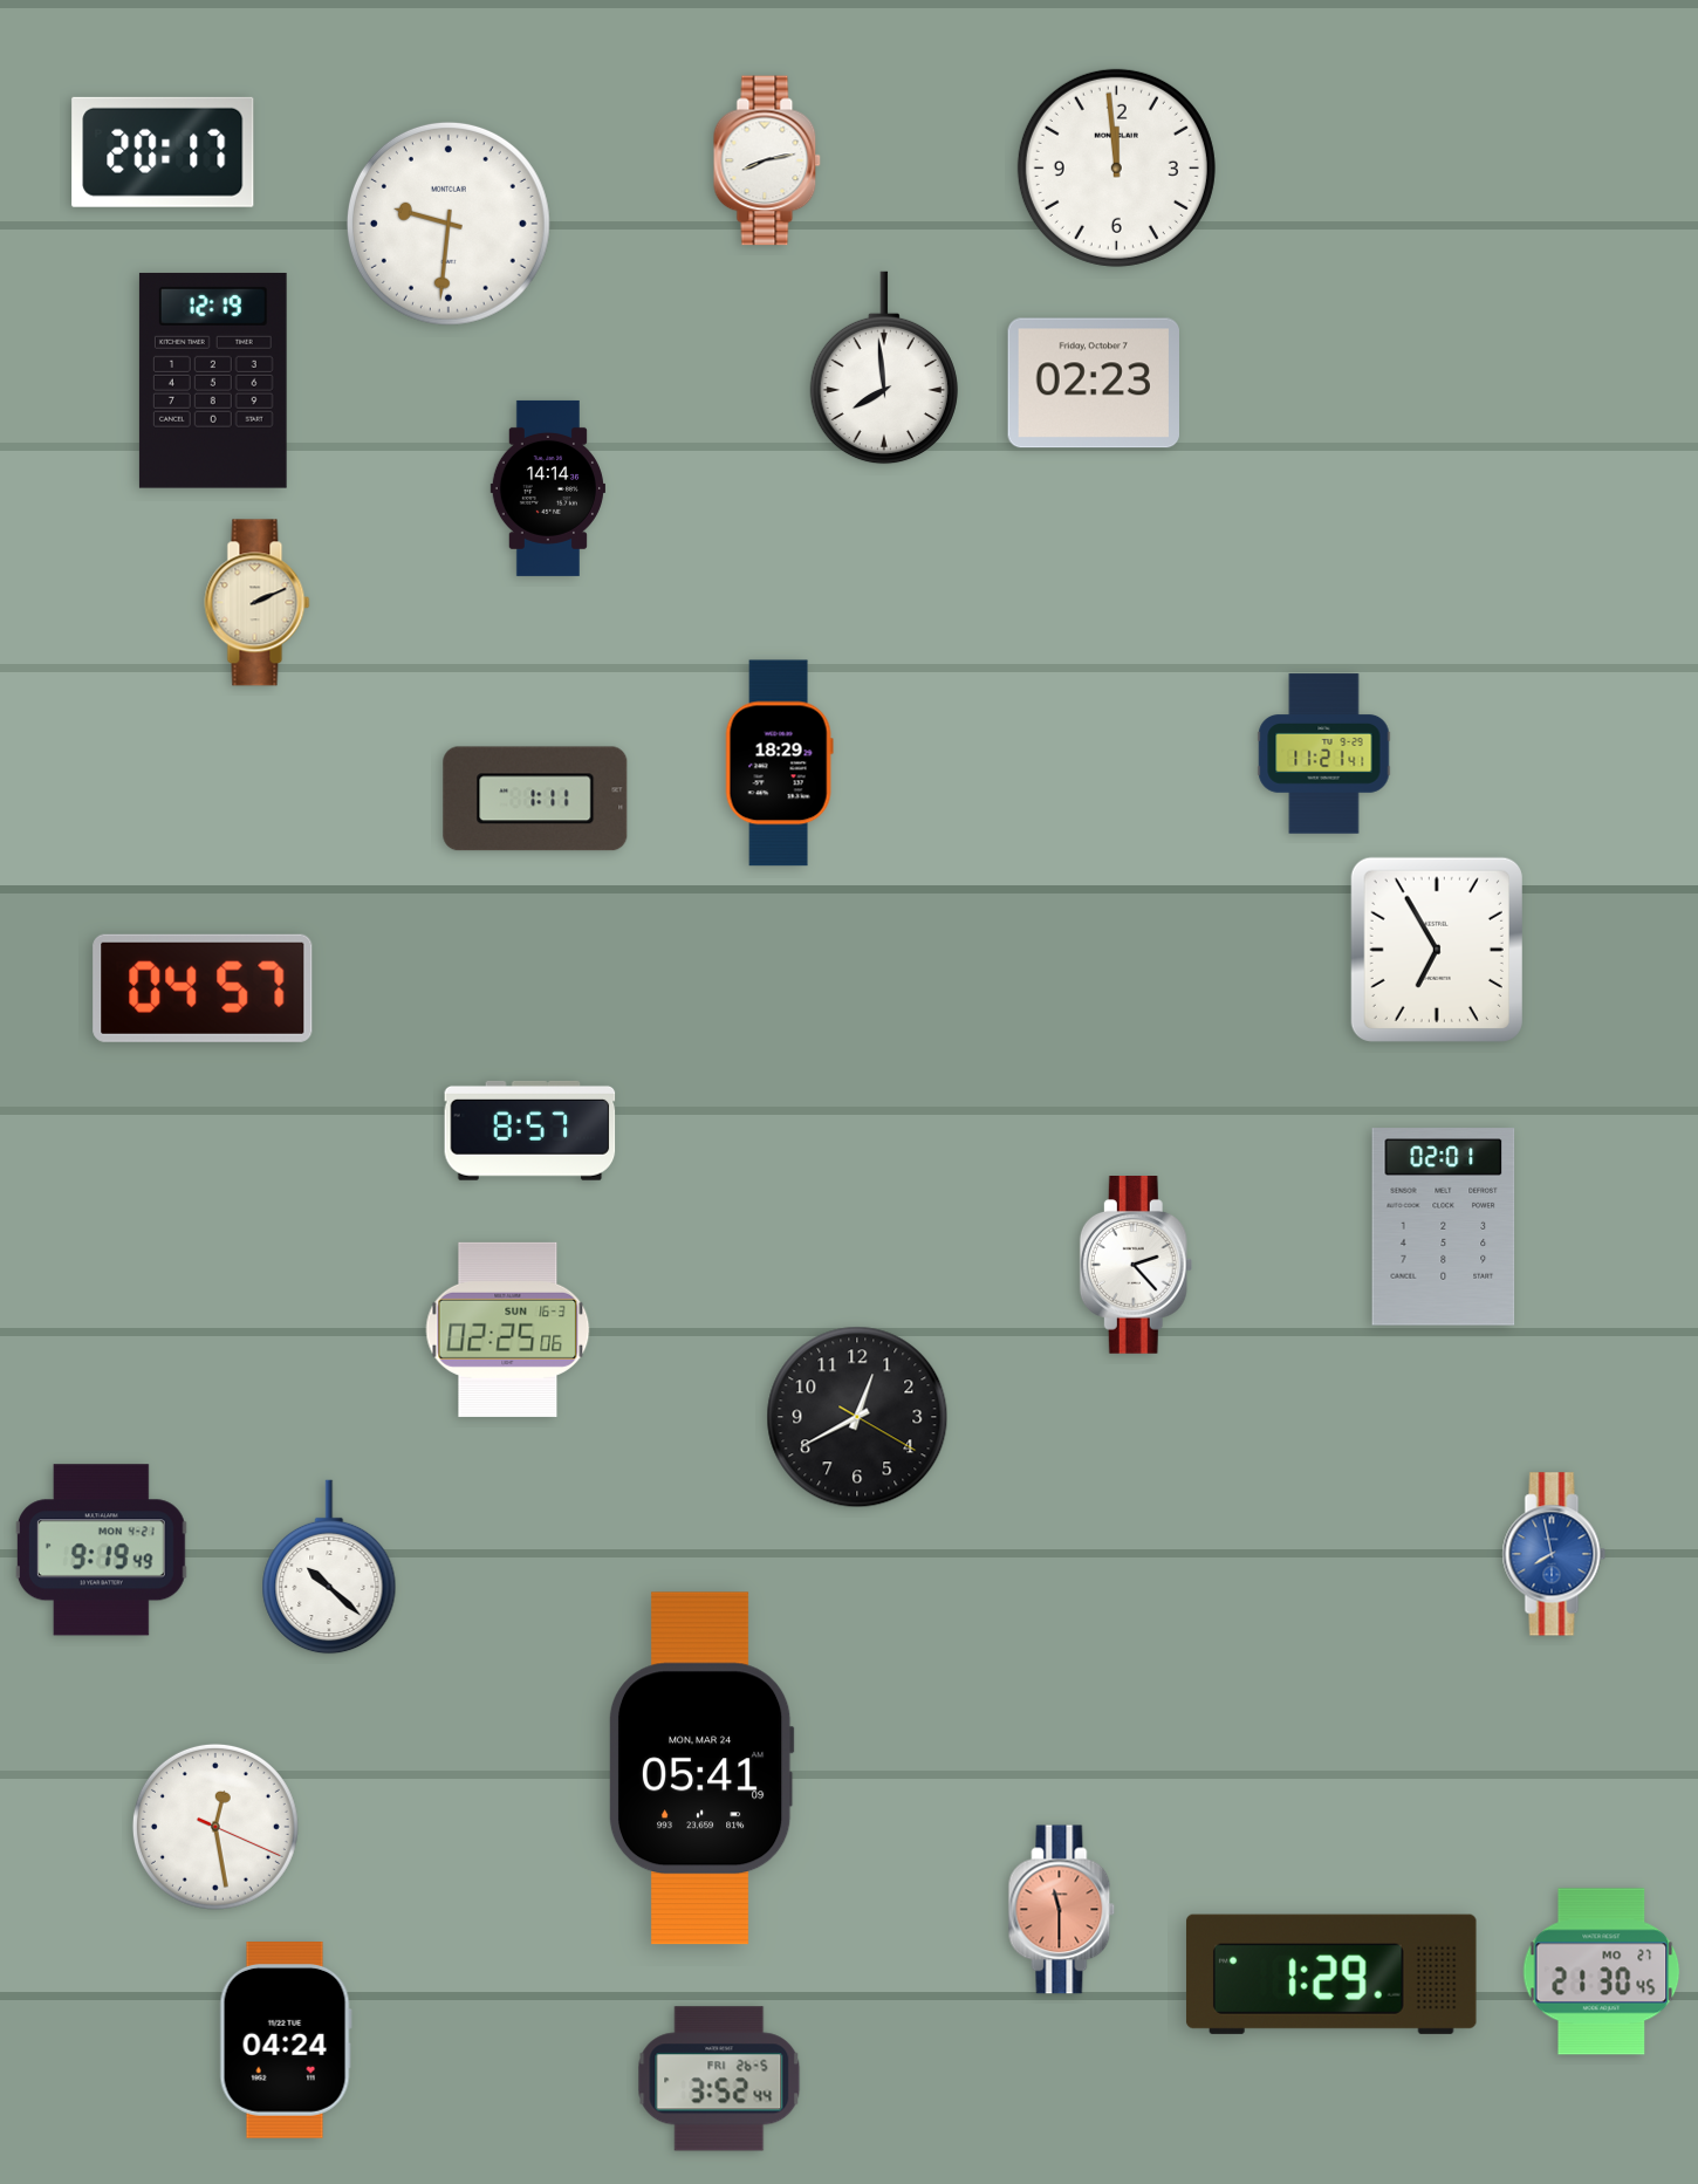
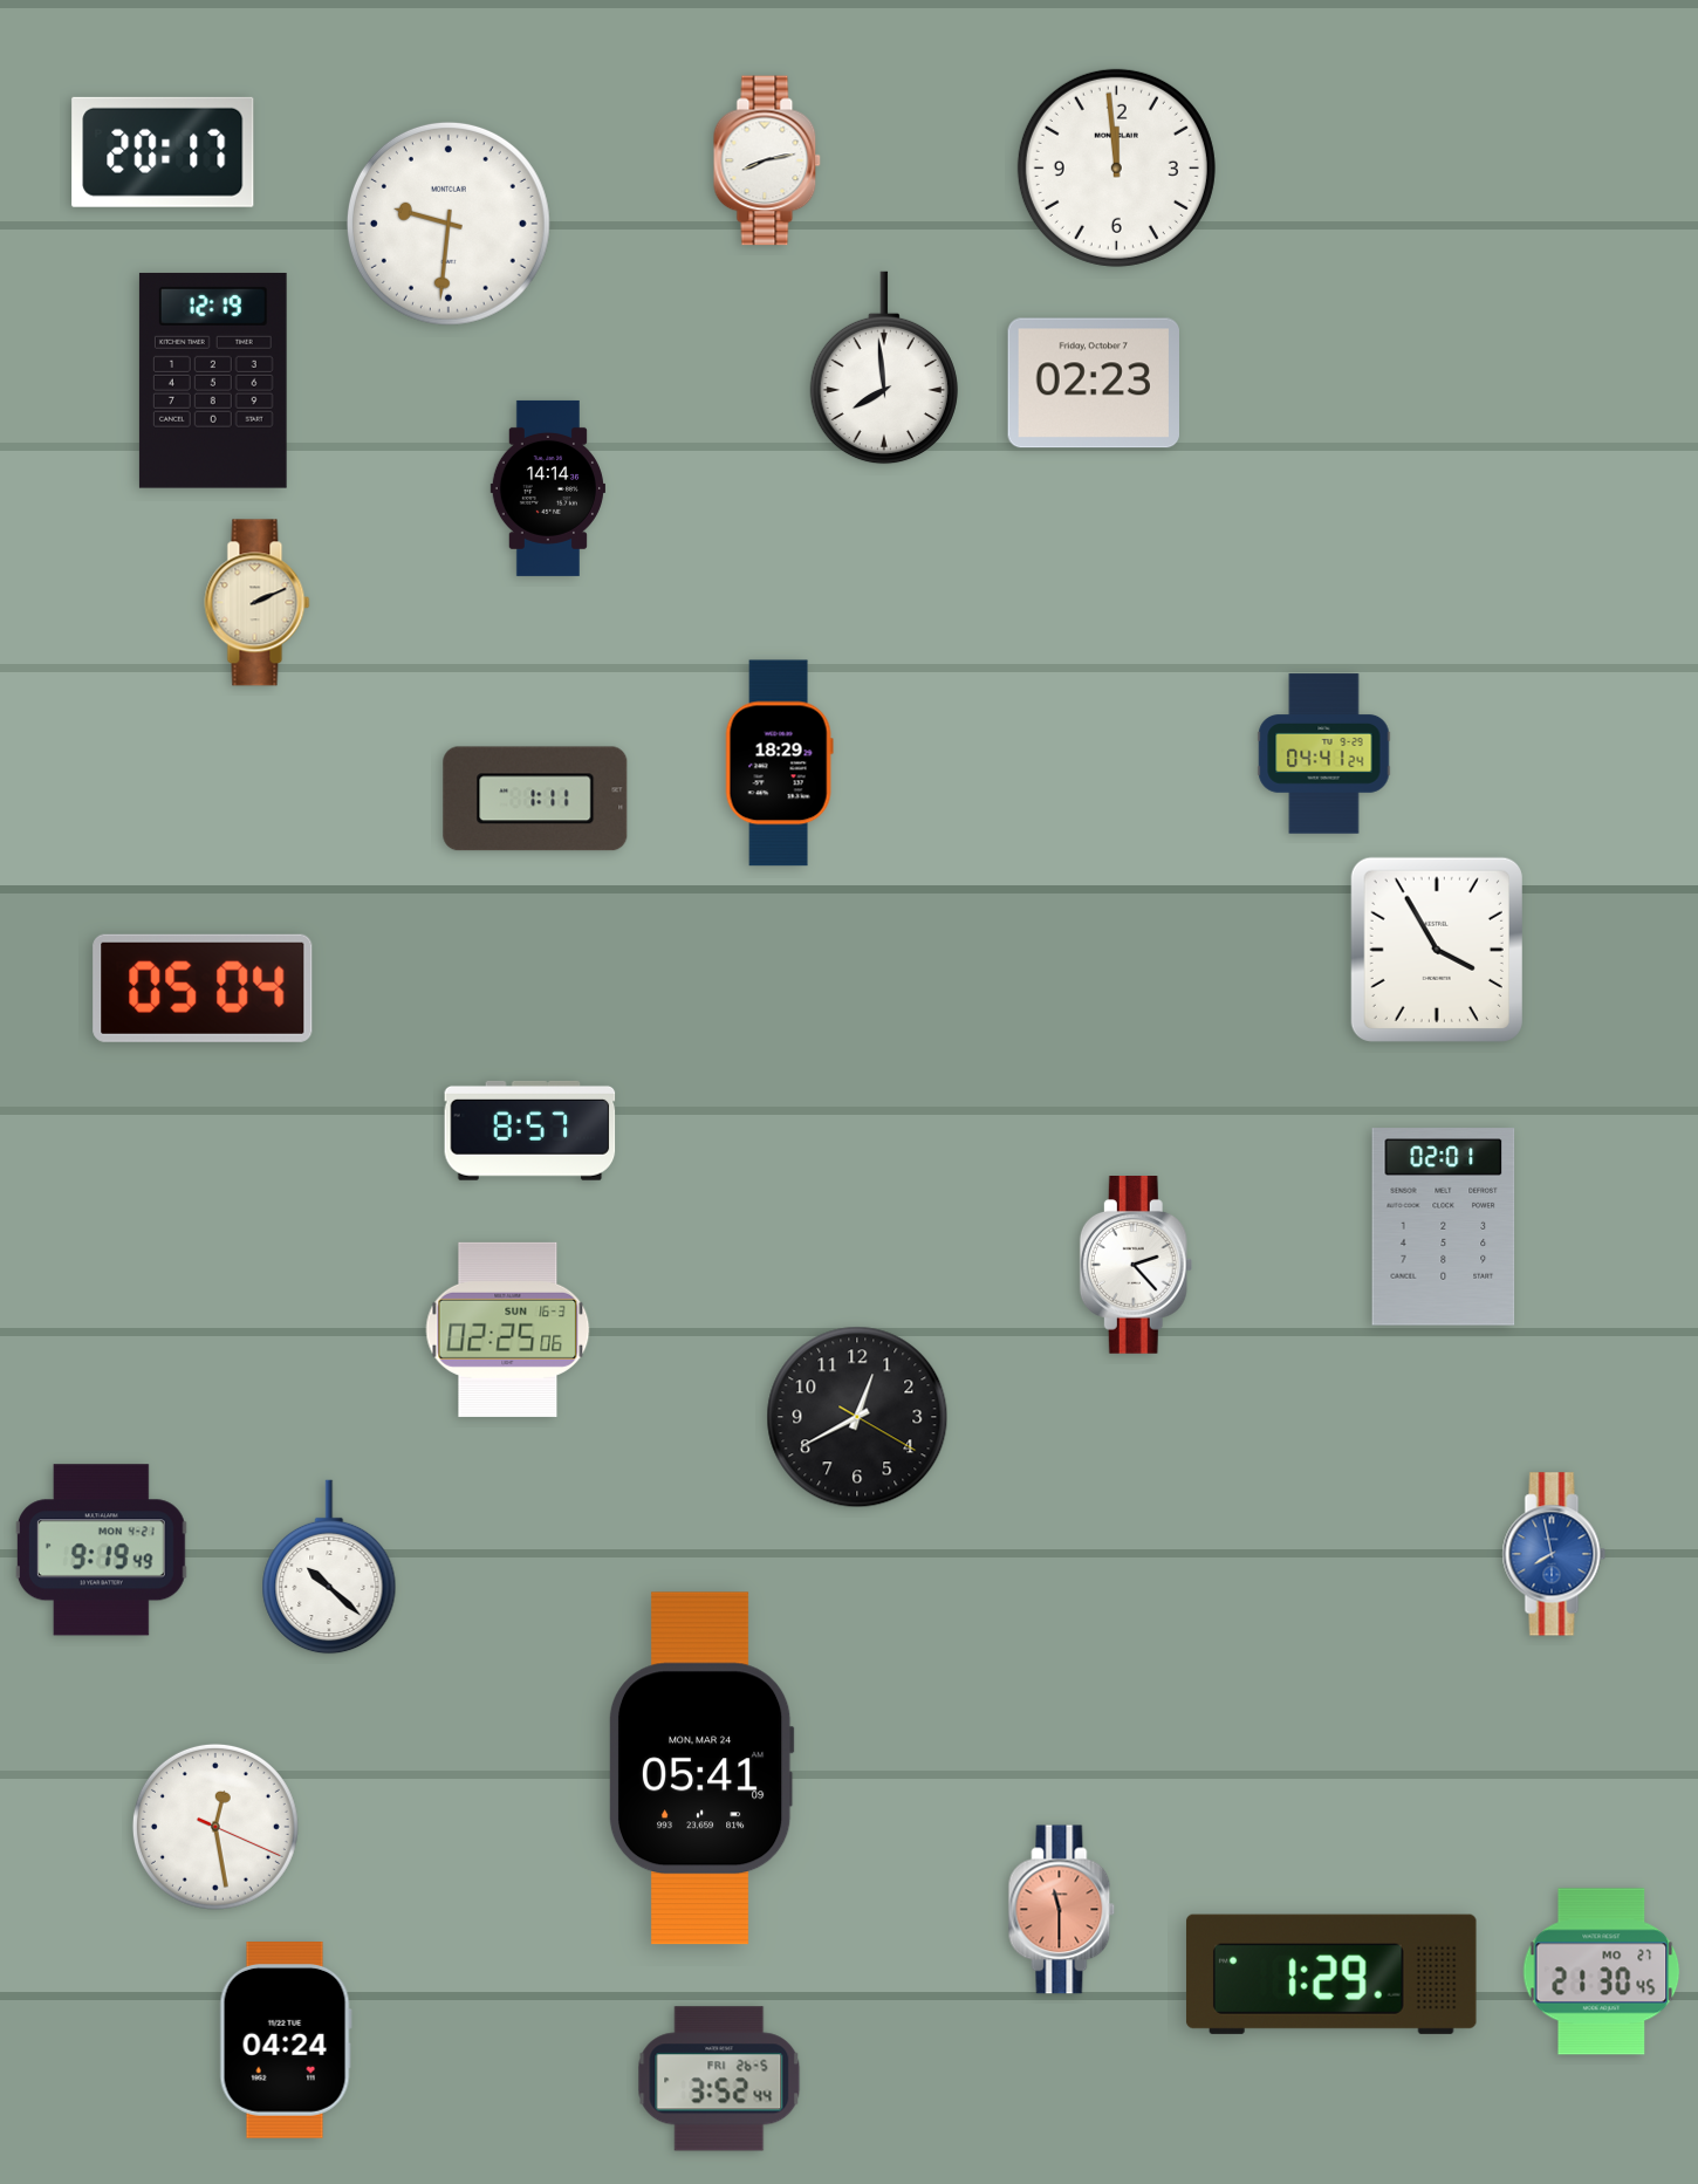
clock at (1324, 754): 11:21 -> 04:41
clock at (1437, 950): 6:55 -> 3:55
clock at (203, 988): 04:57 -> 05:04
